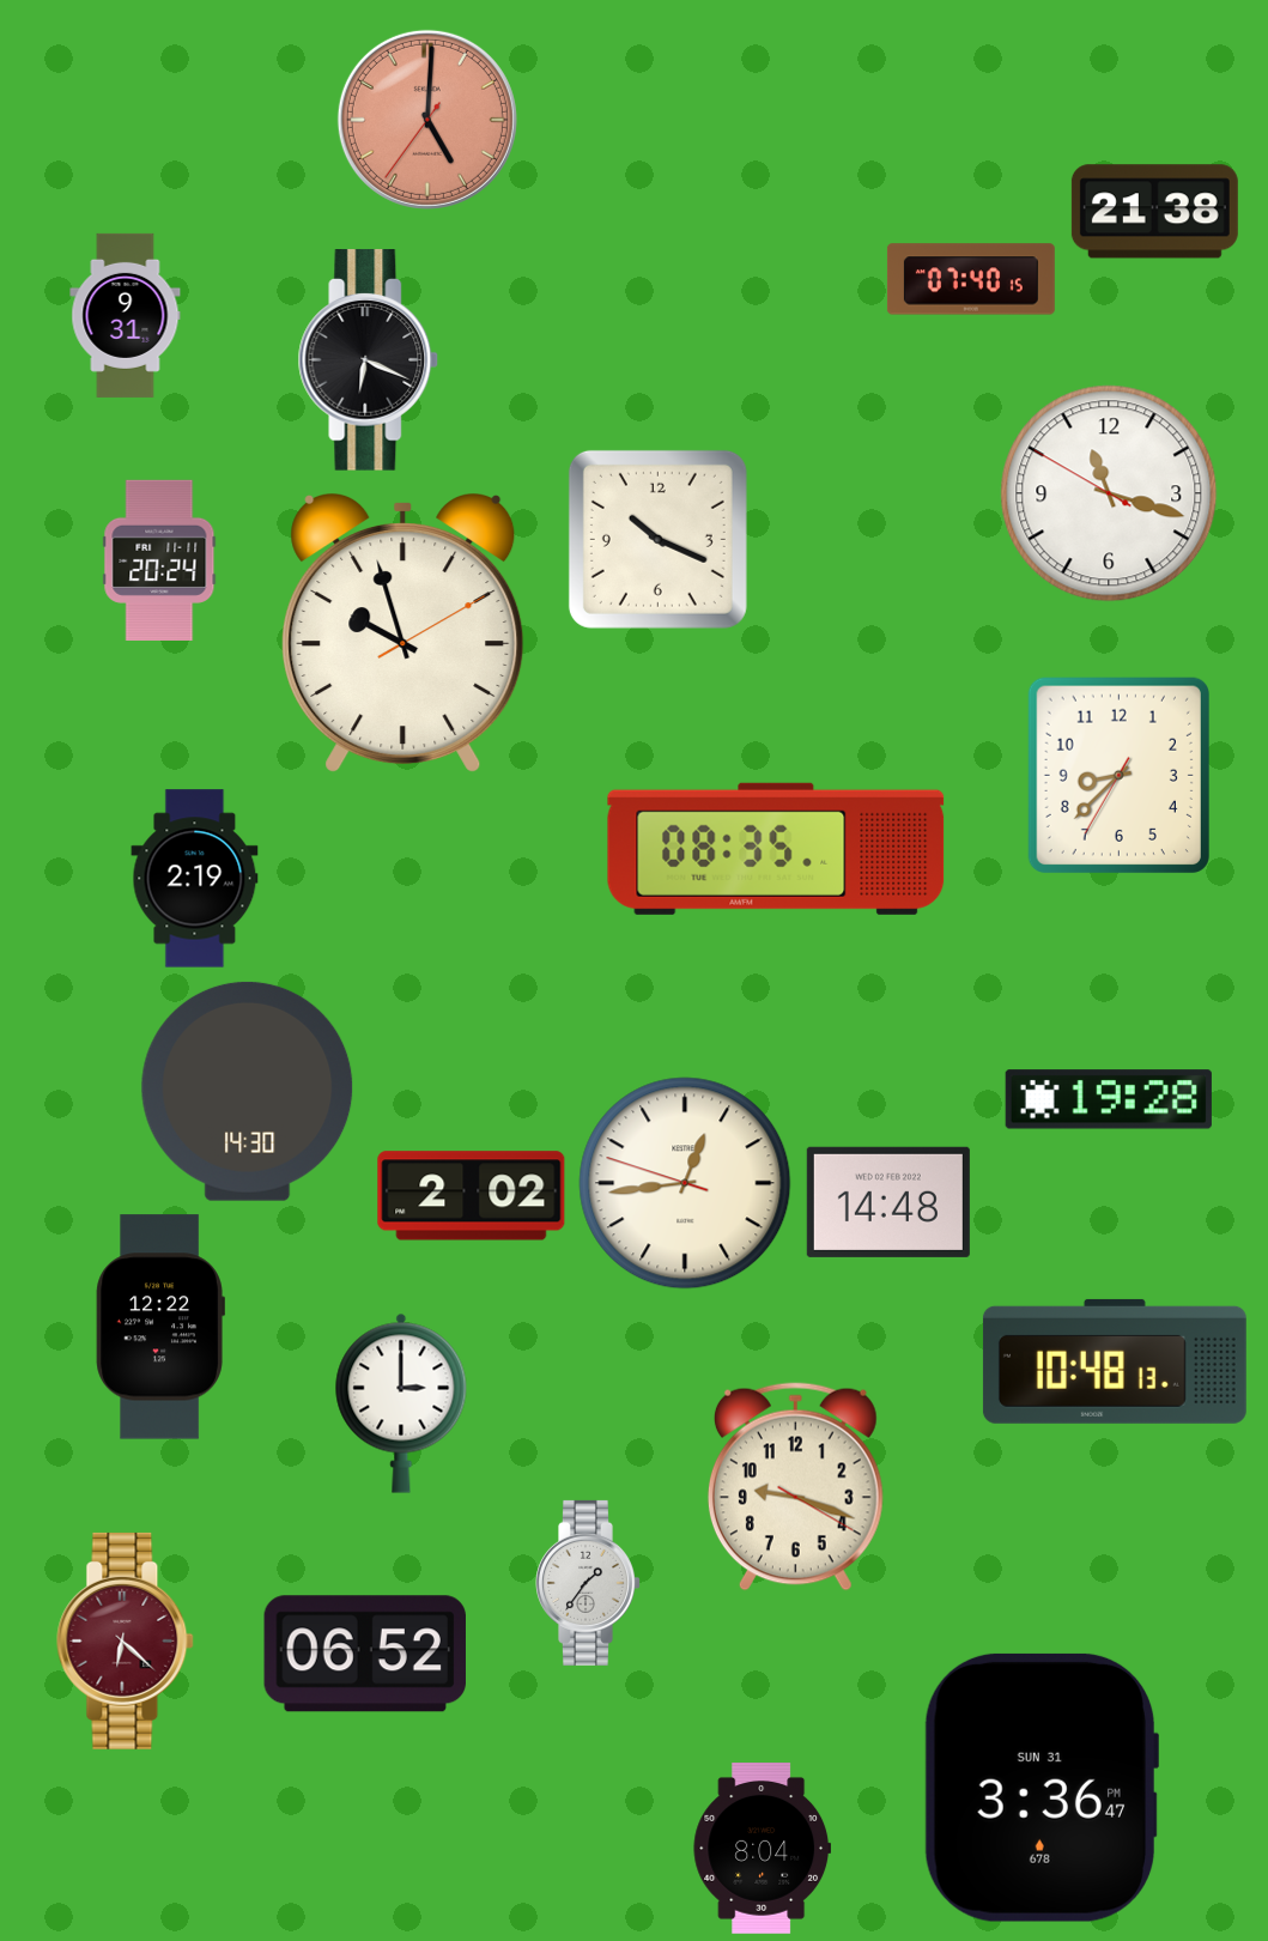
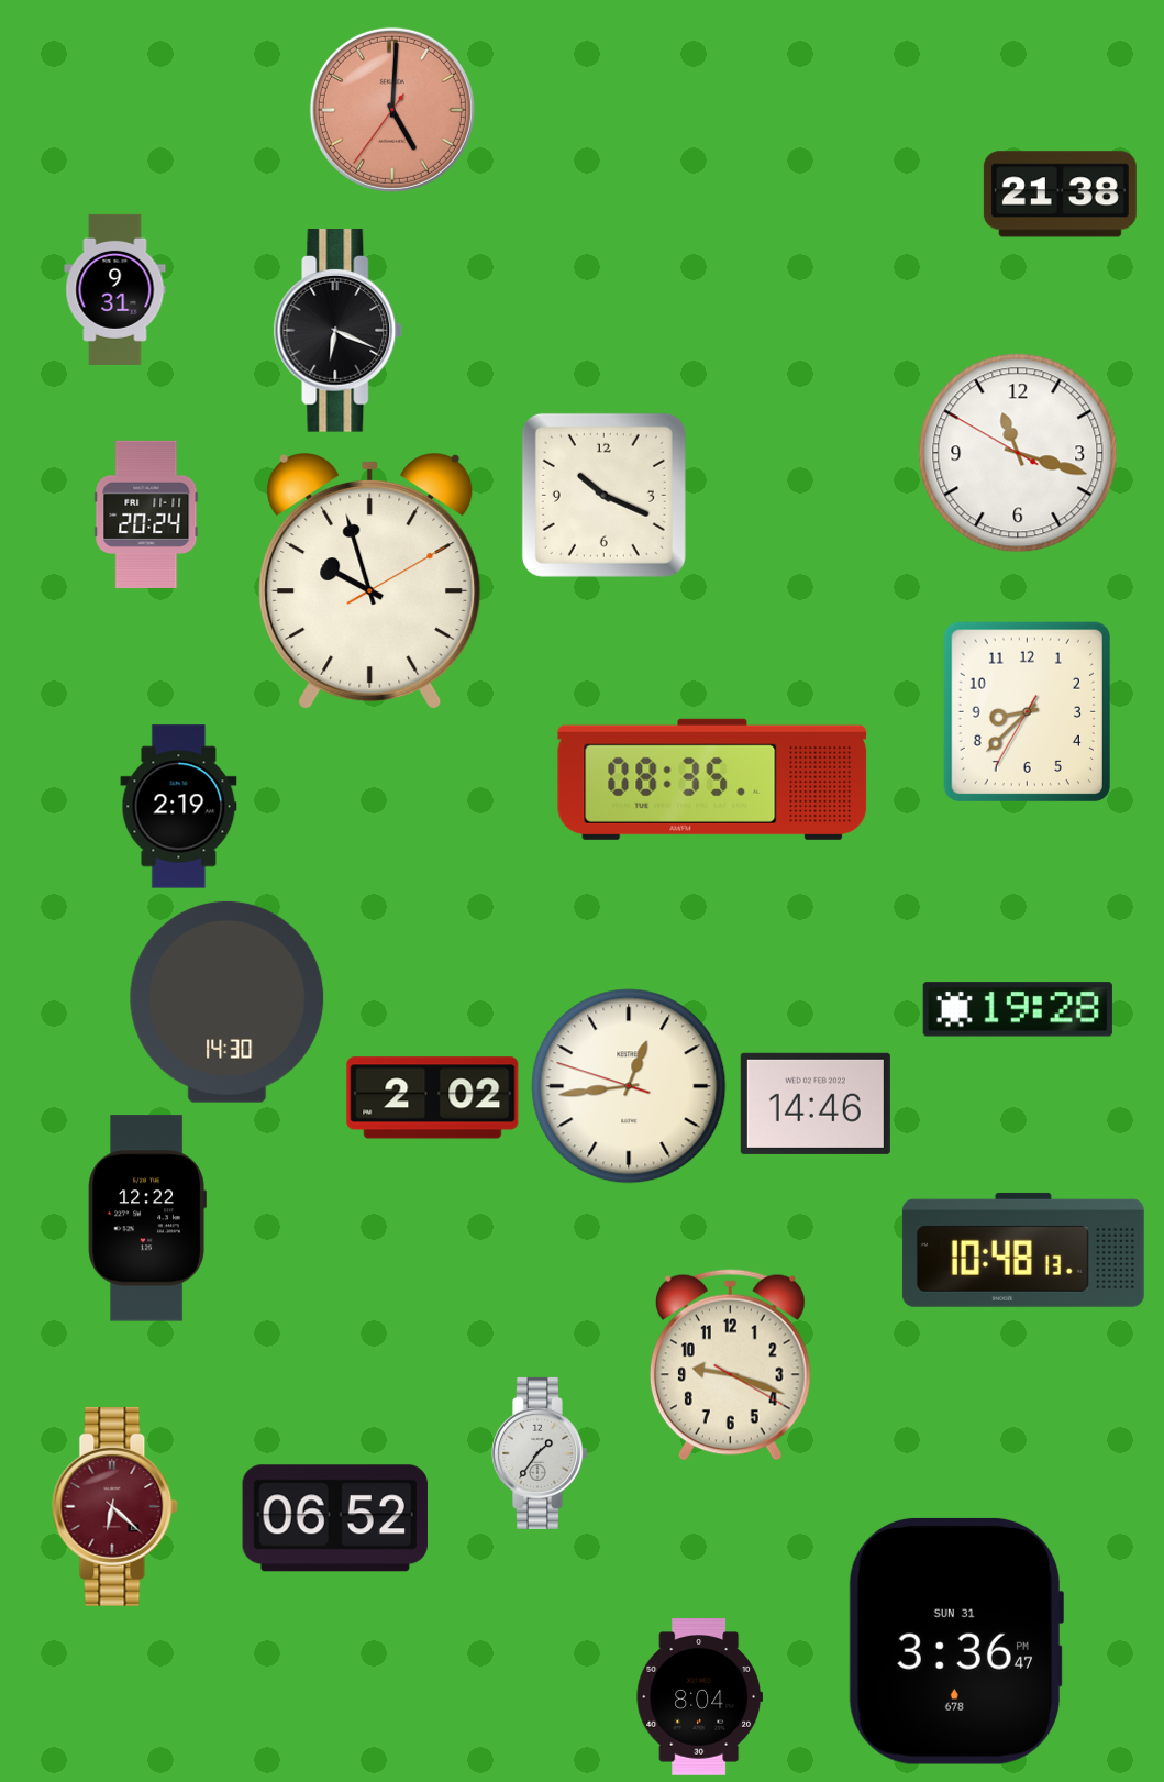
clock at (971, 279): 07:40 -> none
clock at (888, 1202): 14:48 -> 14:46
clock at (401, 1403): 3:00 -> none
